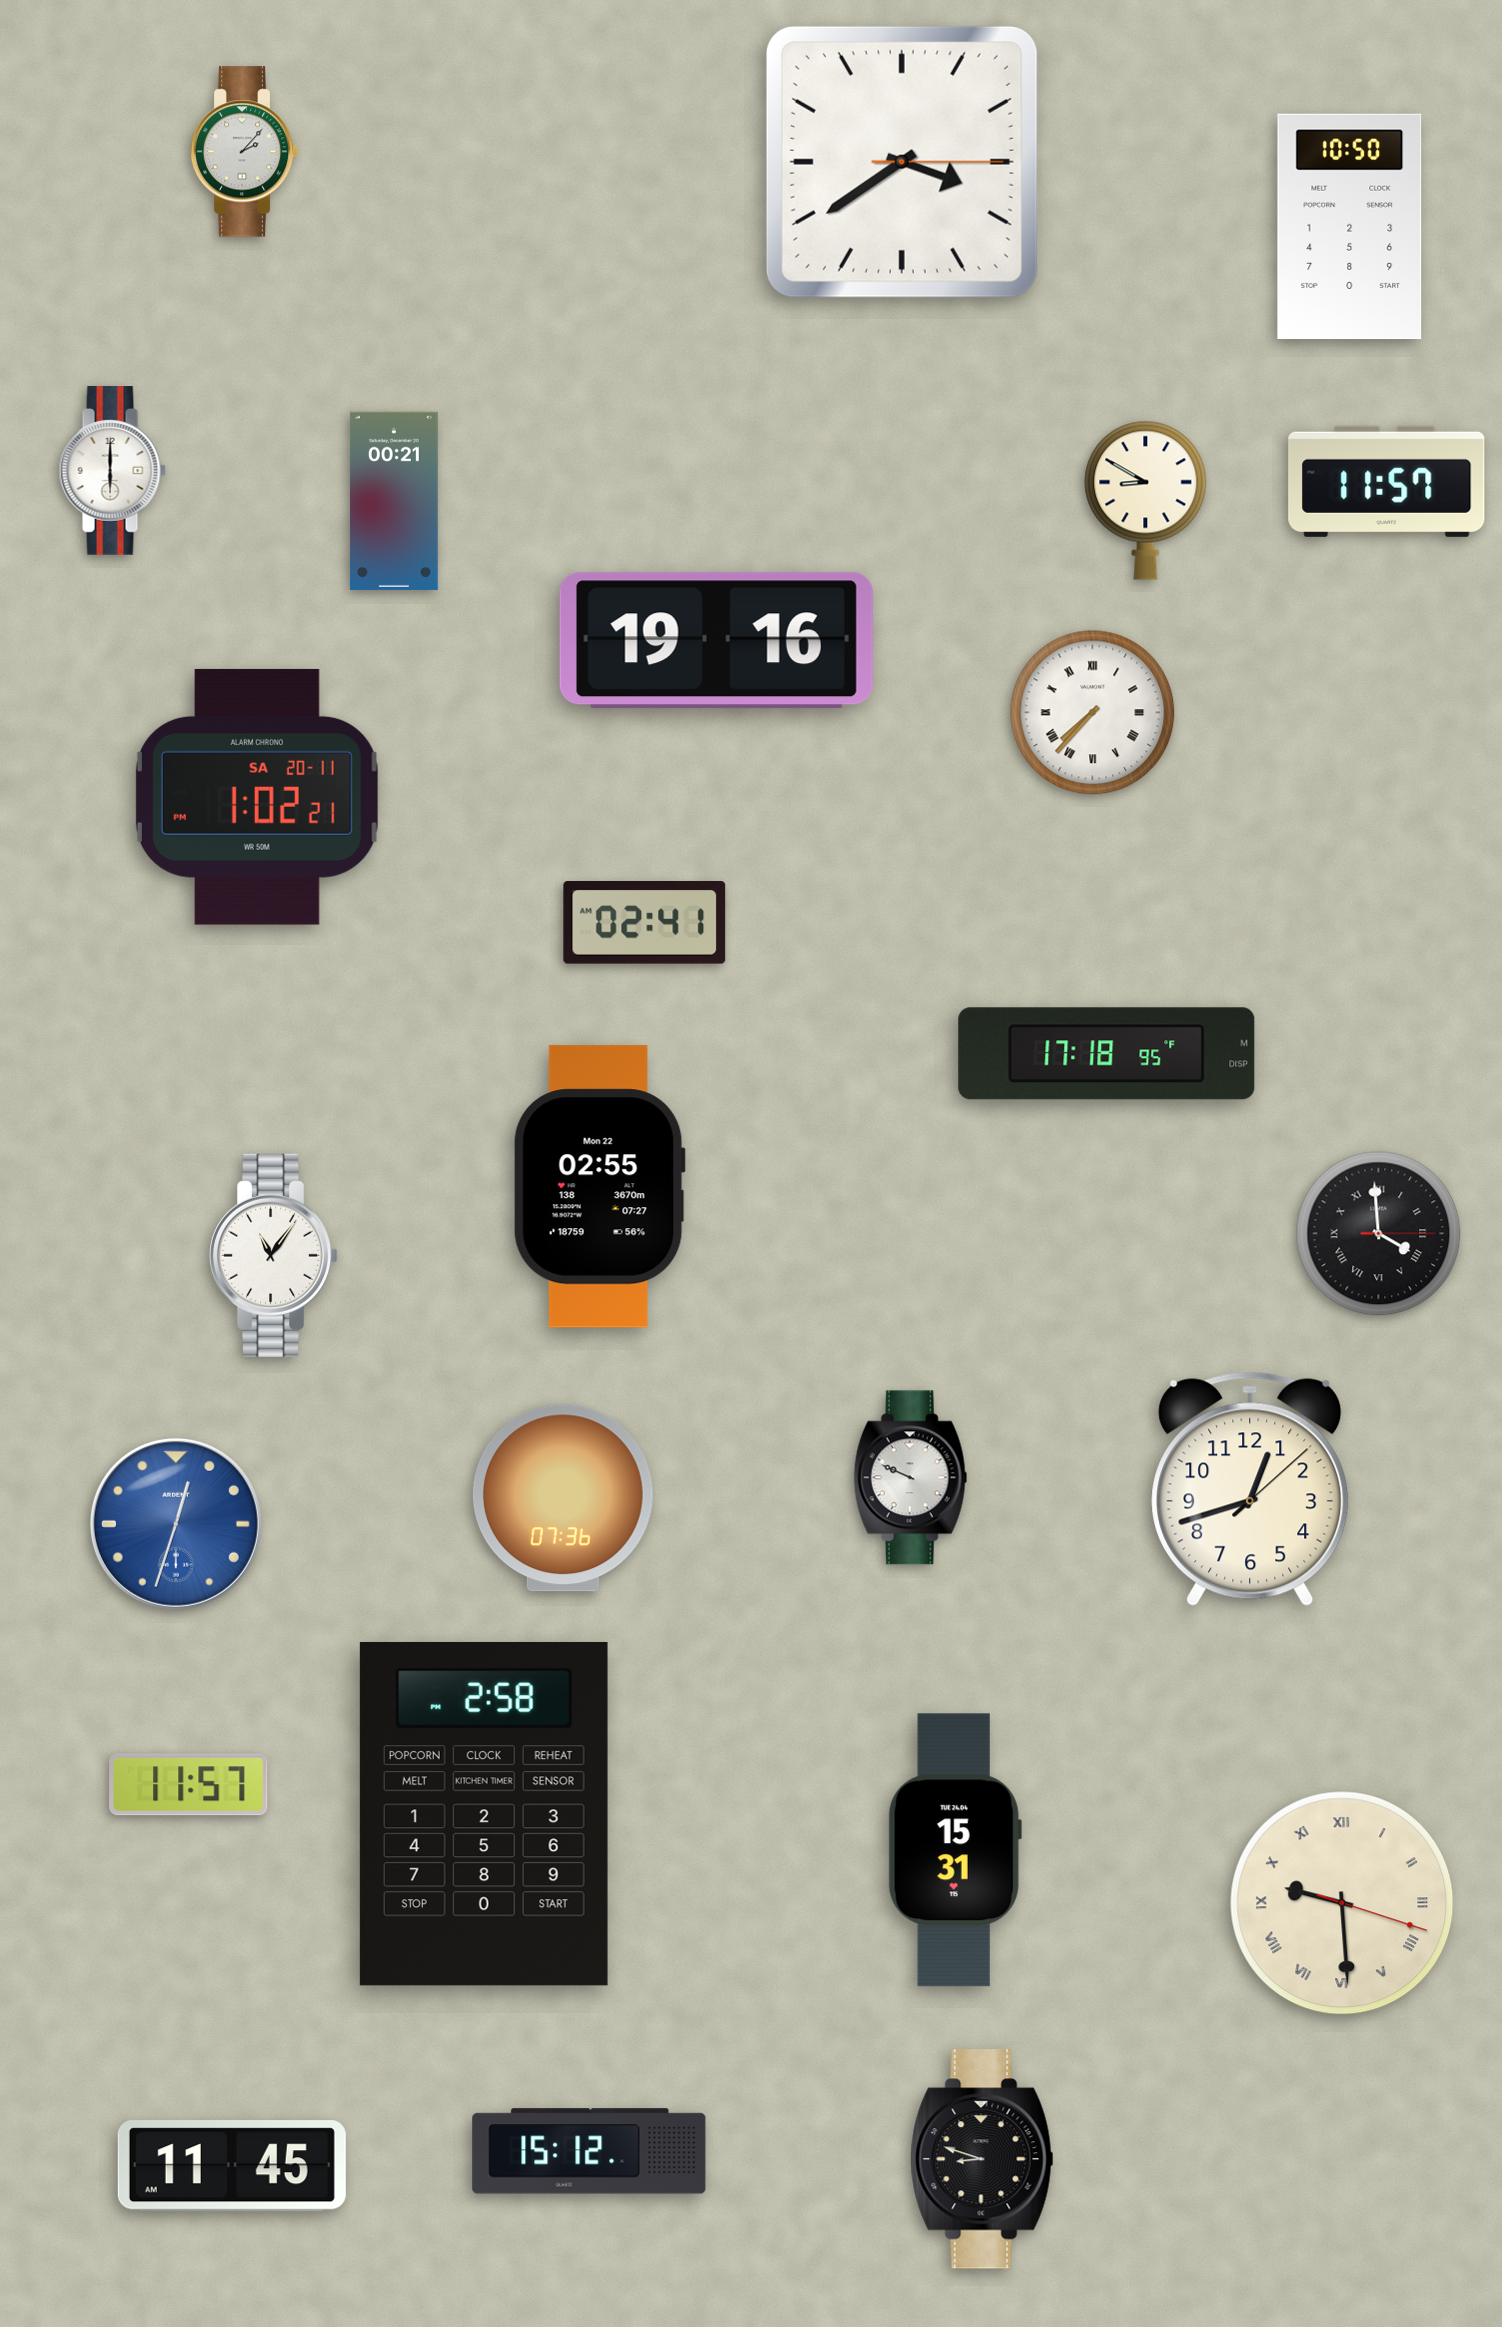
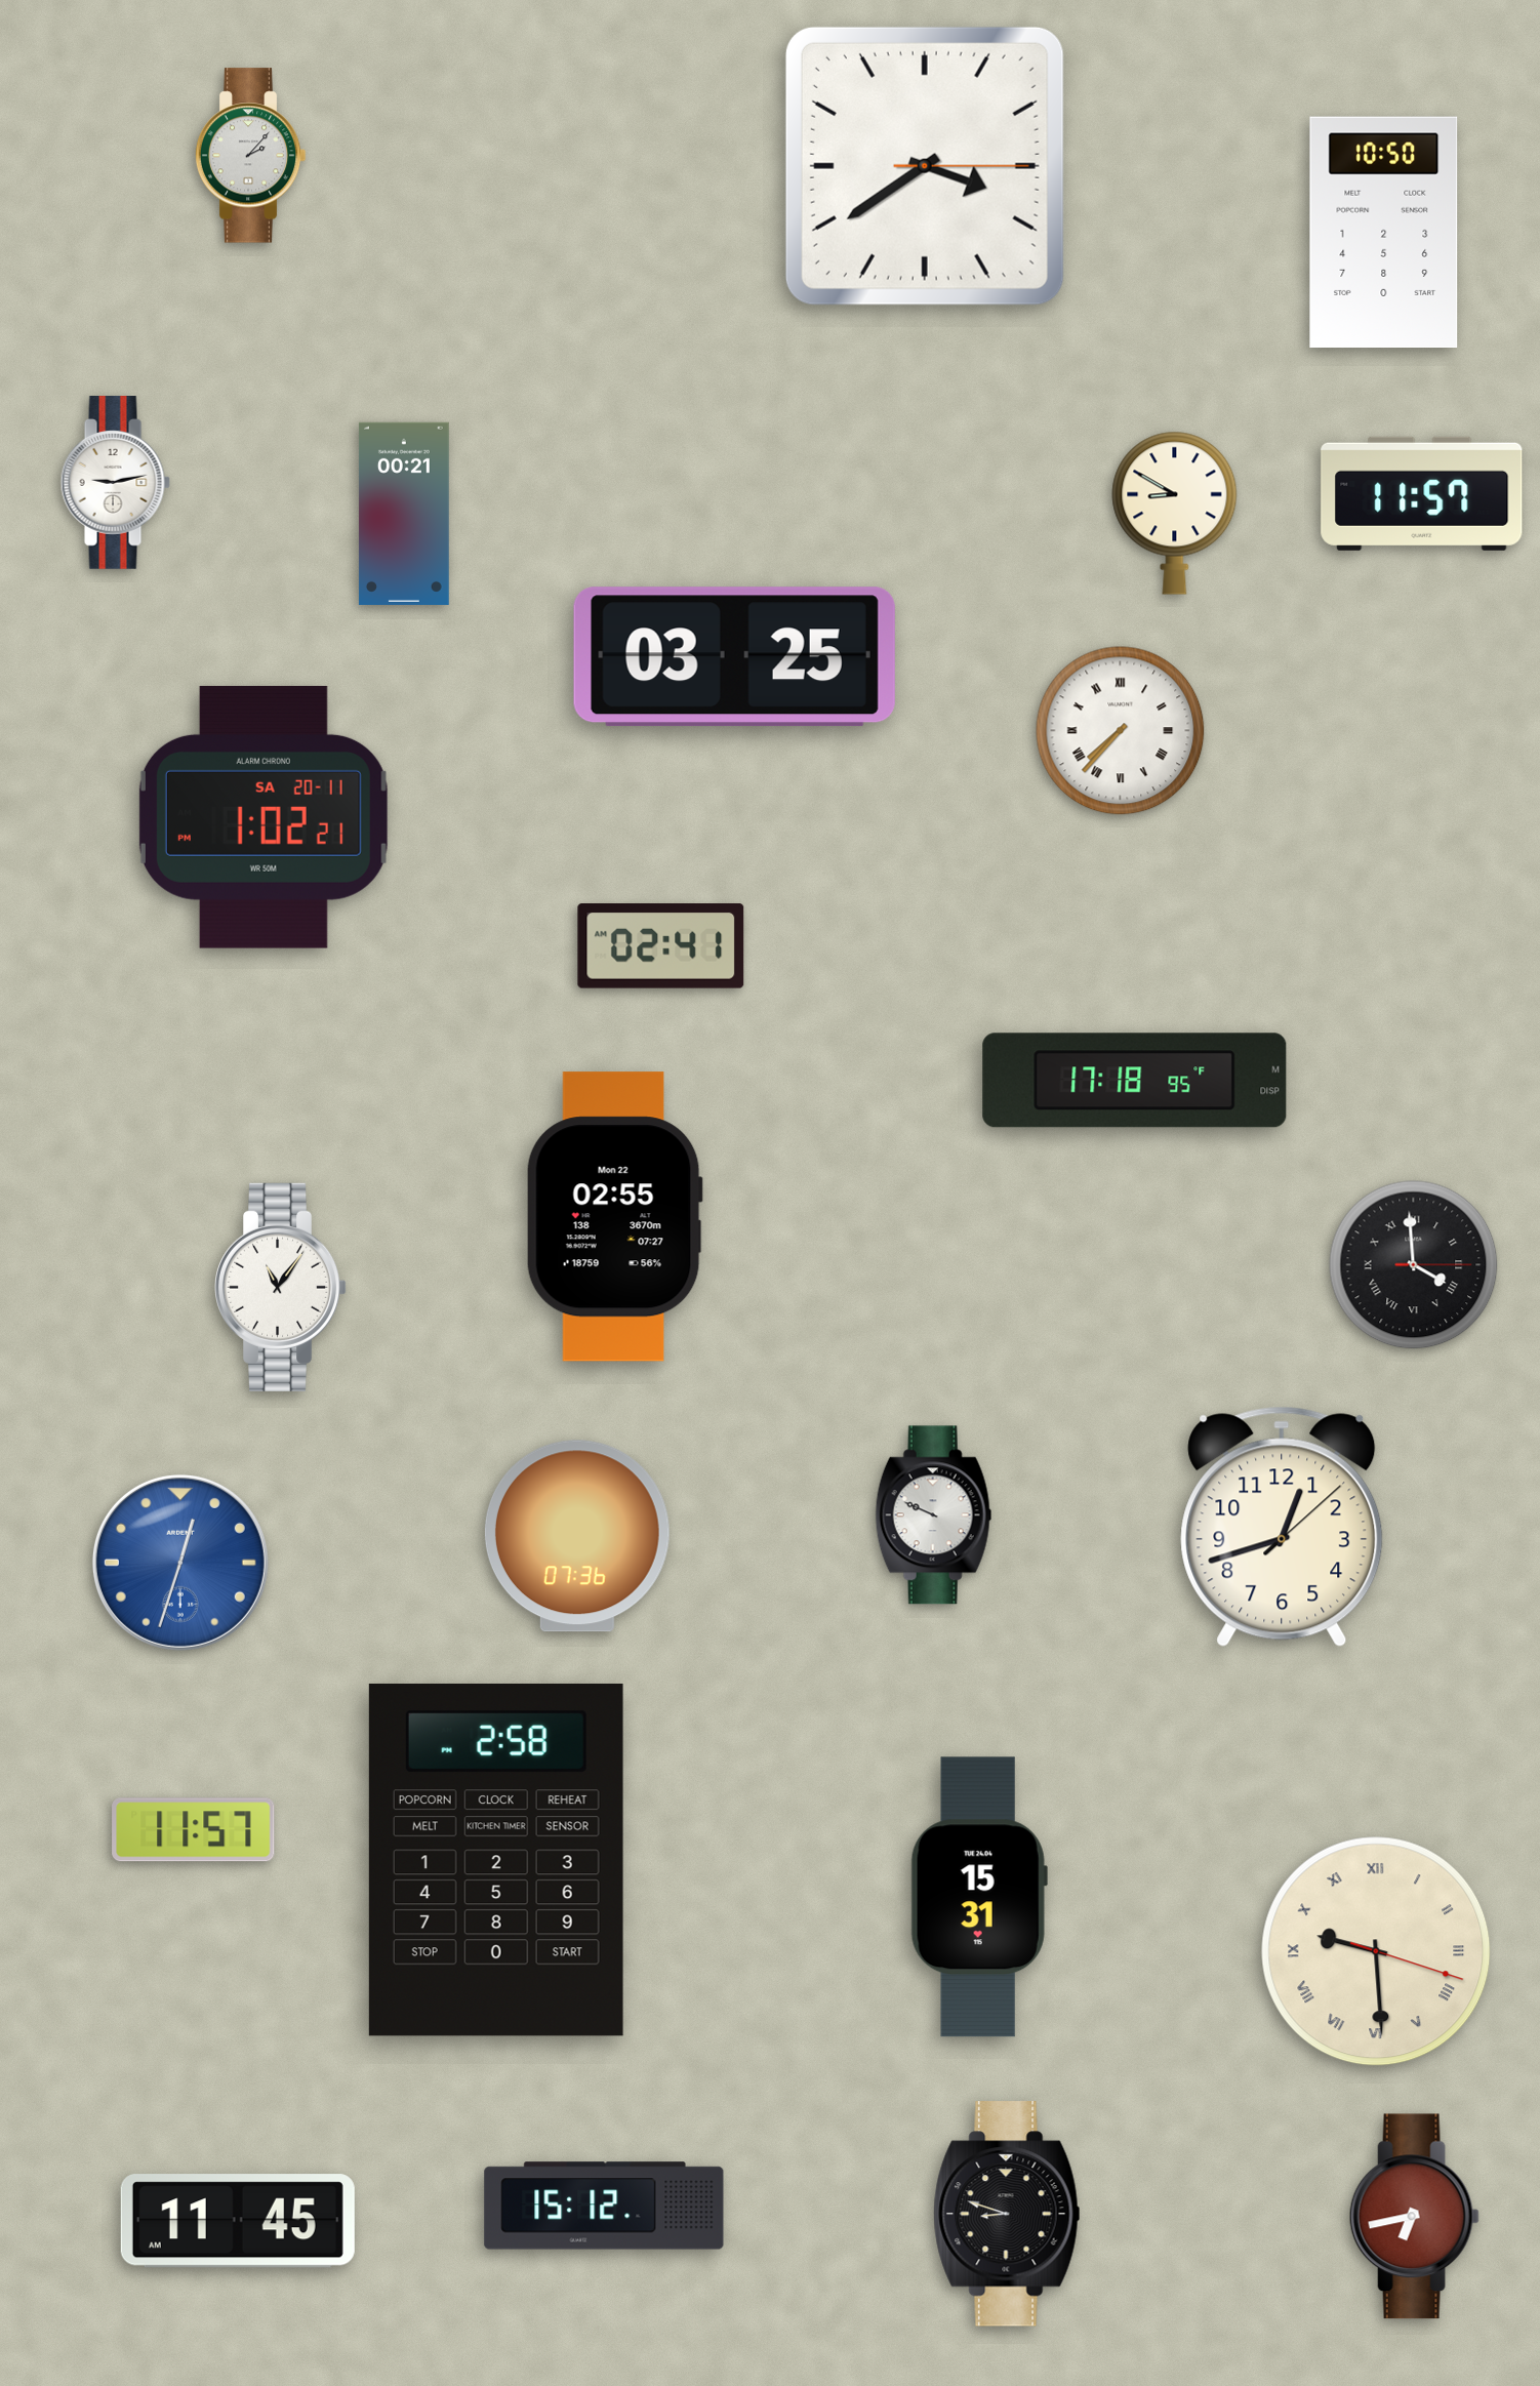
clock at (112, 471): 6:00 -> 9:13
clock at (716, 641): 19:16 -> 03:25
clock at (1414, 2217): none -> 6:43
